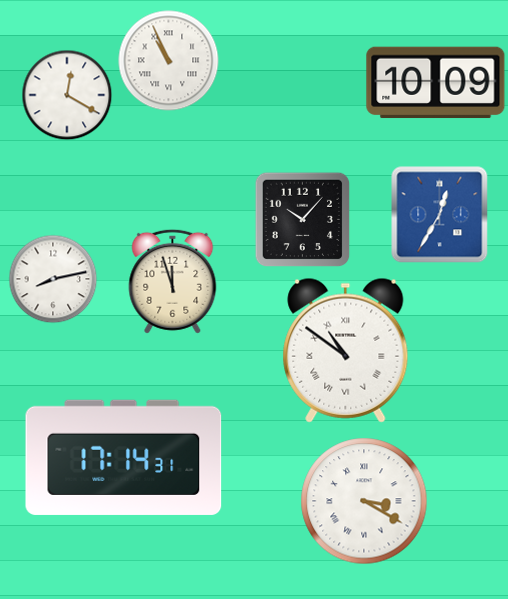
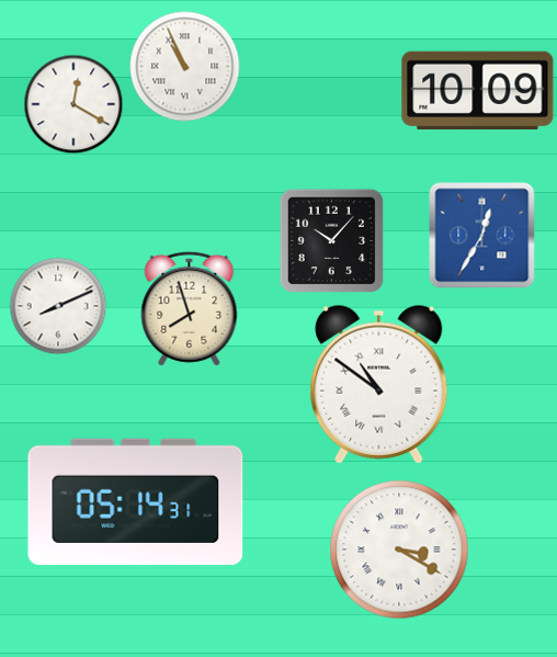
clock at (53, 279): 8:13 -> 8:11
clock at (173, 281): 11:57 -> 7:57
clock at (124, 457): 17:14 -> 05:14
